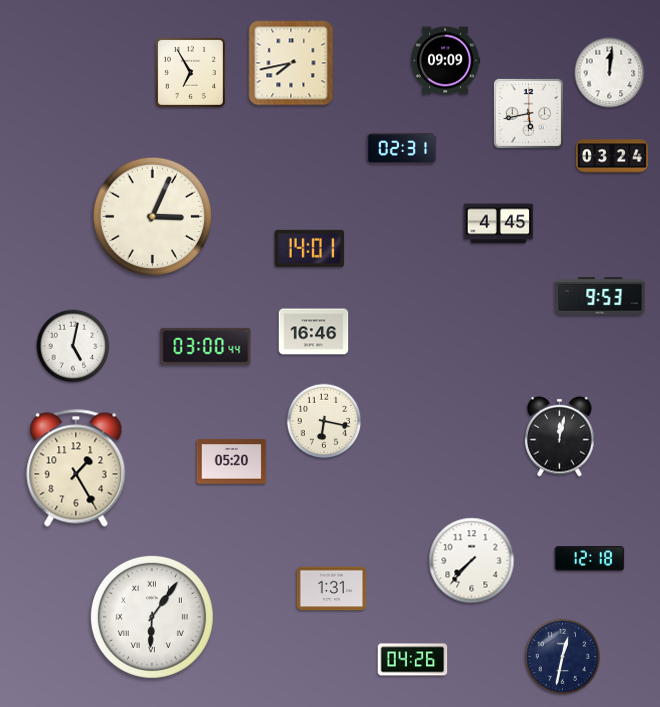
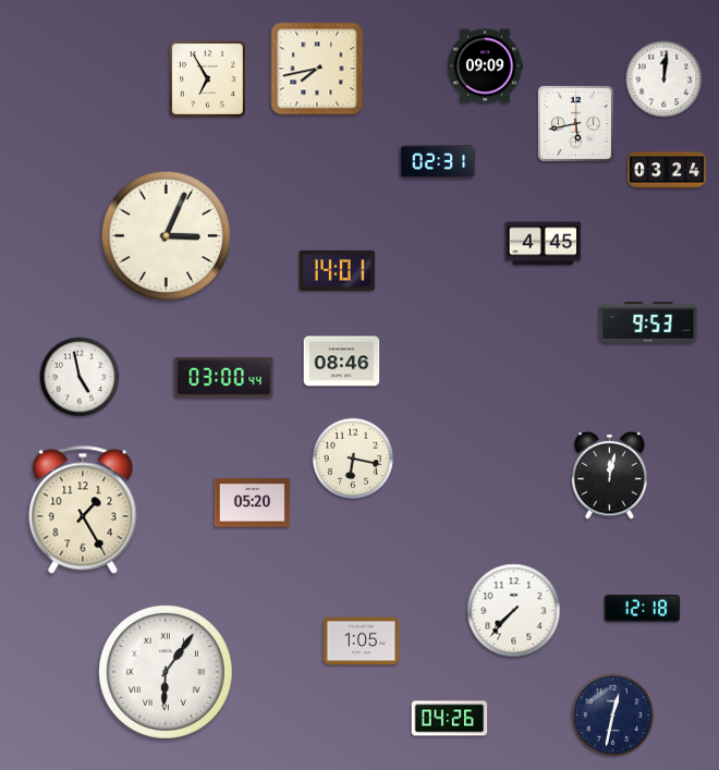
clock at (600, 297) position: (600, 297) -> (648, 323)
clock at (314, 332): 16:46 -> 08:46
clock at (73, 346): 5:02 -> 4:58
clock at (332, 589): 1:31 -> 1:05
